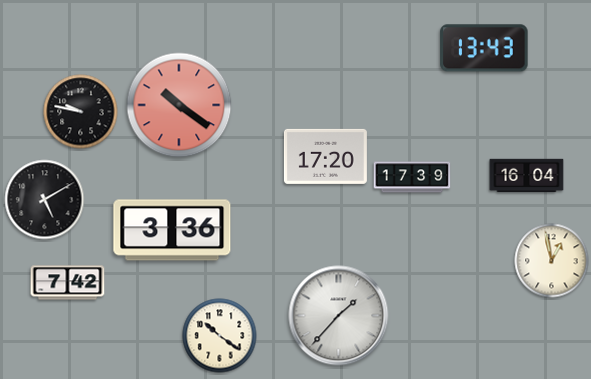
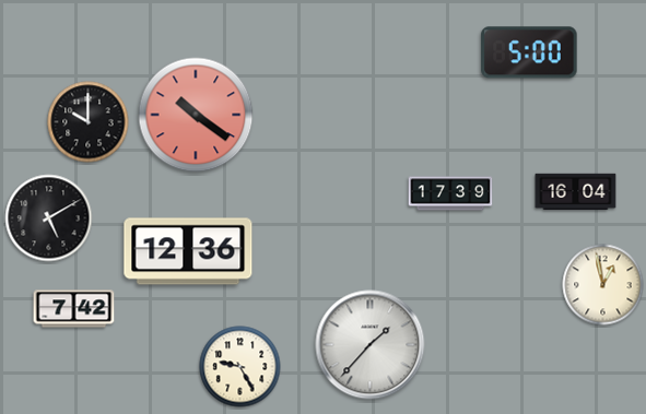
clock at (484, 48): 13:43 -> 5:00
clock at (81, 112): 9:47 -> 10:00
clock at (325, 156): 17:20 -> none
clock at (172, 230): 3:36 -> 12:36
clock at (220, 336): 10:21 -> 9:25
